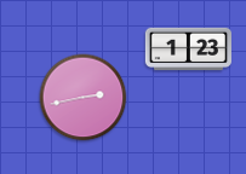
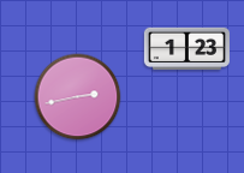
clock at (84, 98) position: (84, 98) -> (78, 97)
